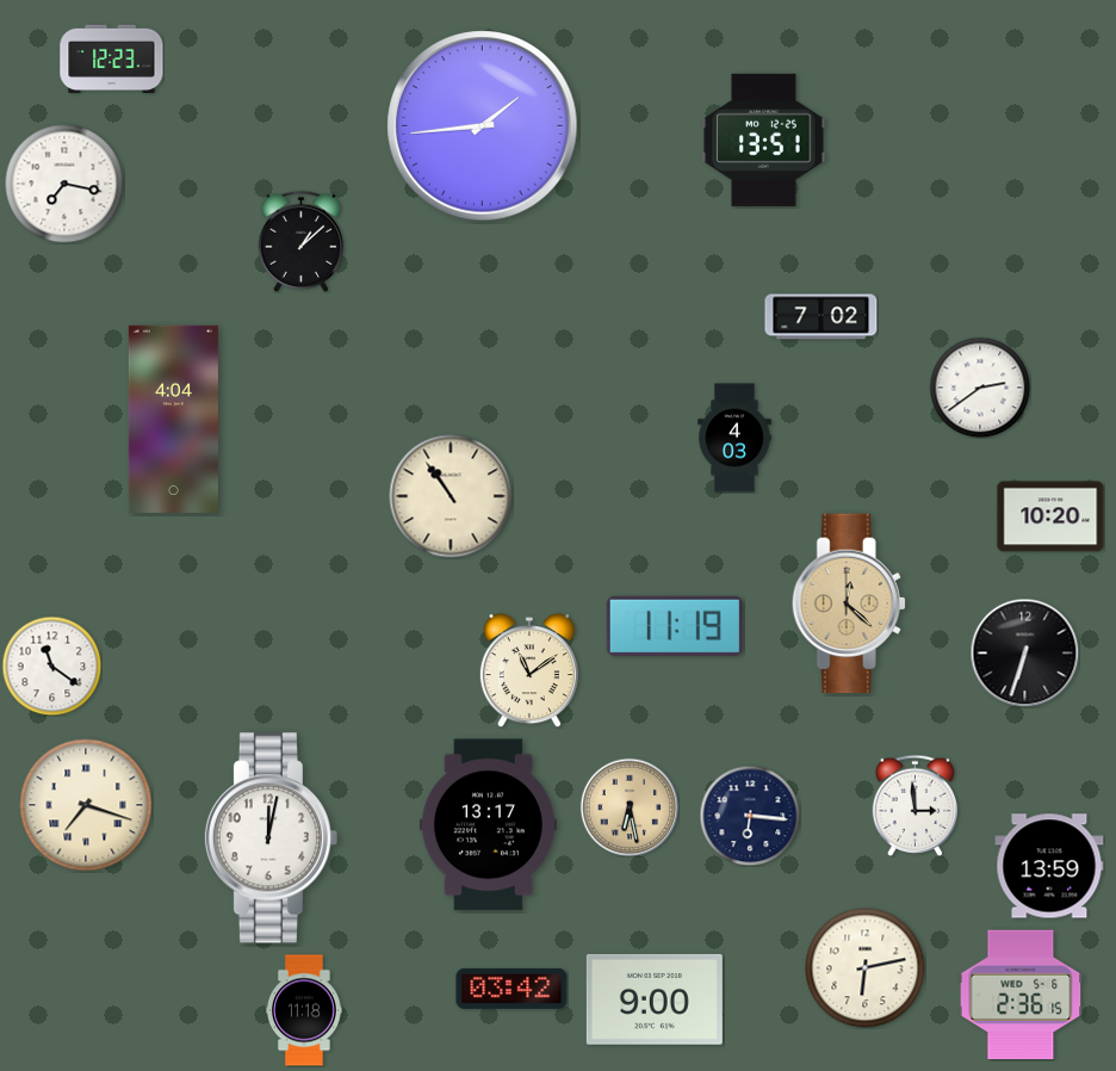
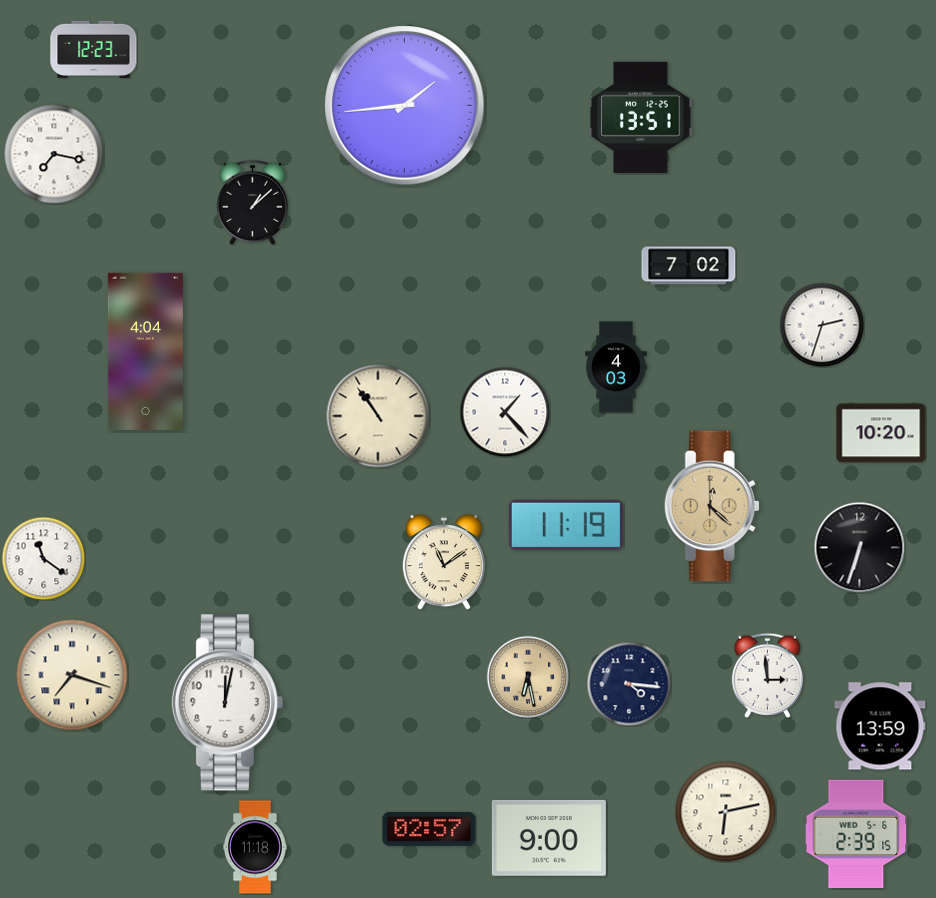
clock at (980, 388): 2:39 -> 2:33
clock at (505, 412): none -> 1:23
clock at (750, 816): 6:16 -> 4:16
clock at (488, 825): 13:17 -> none
clock at (511, 989): 03:42 -> 02:57
clock at (1021, 993): 2:36 -> 2:39
